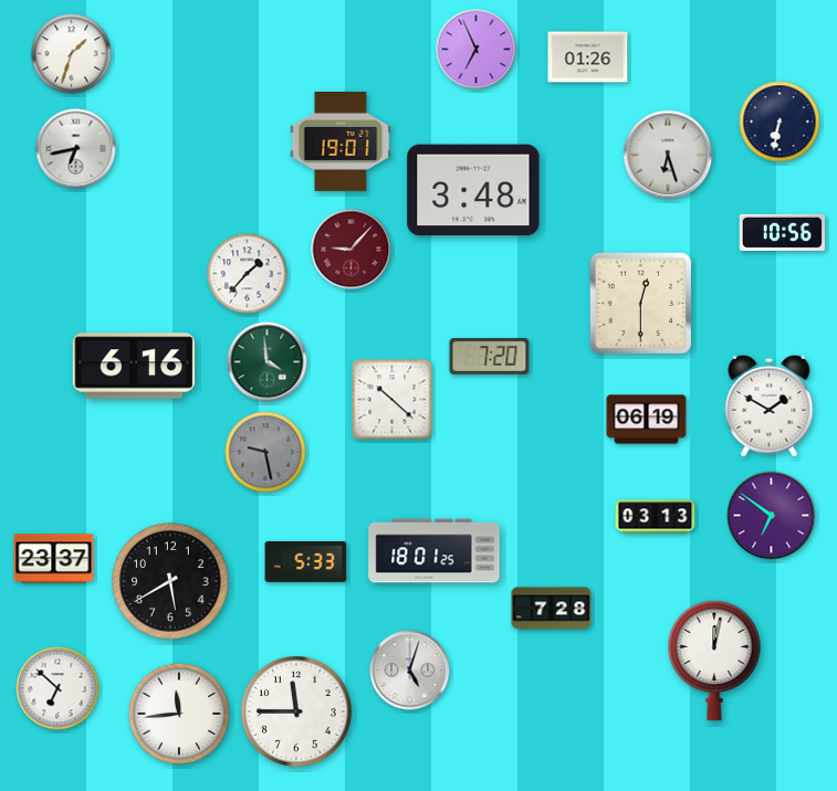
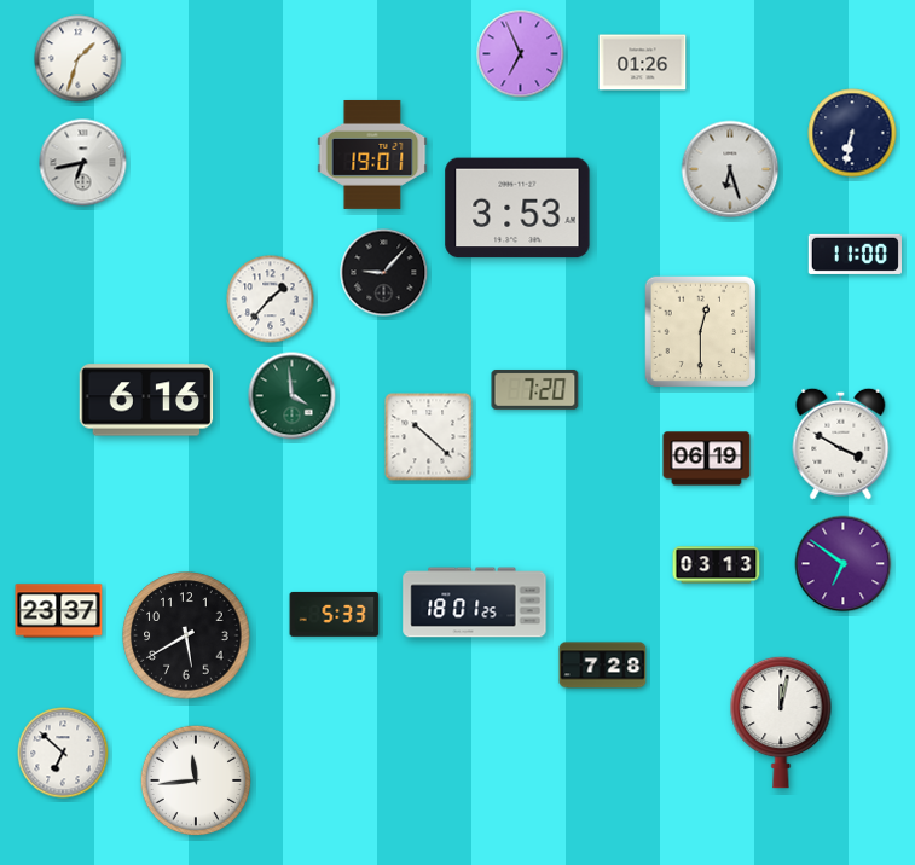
clock at (473, 190): 3:48 -> 3:53
clock at (782, 232): 10:56 -> 11:00
clock at (352, 250) dial: burgundy -> black
clock at (770, 405): 1:50 -> 3:50
clock at (265, 452): 9:28 -> none
clock at (410, 671): 5:03 -> none
clock at (296, 711): 11:45 -> none
